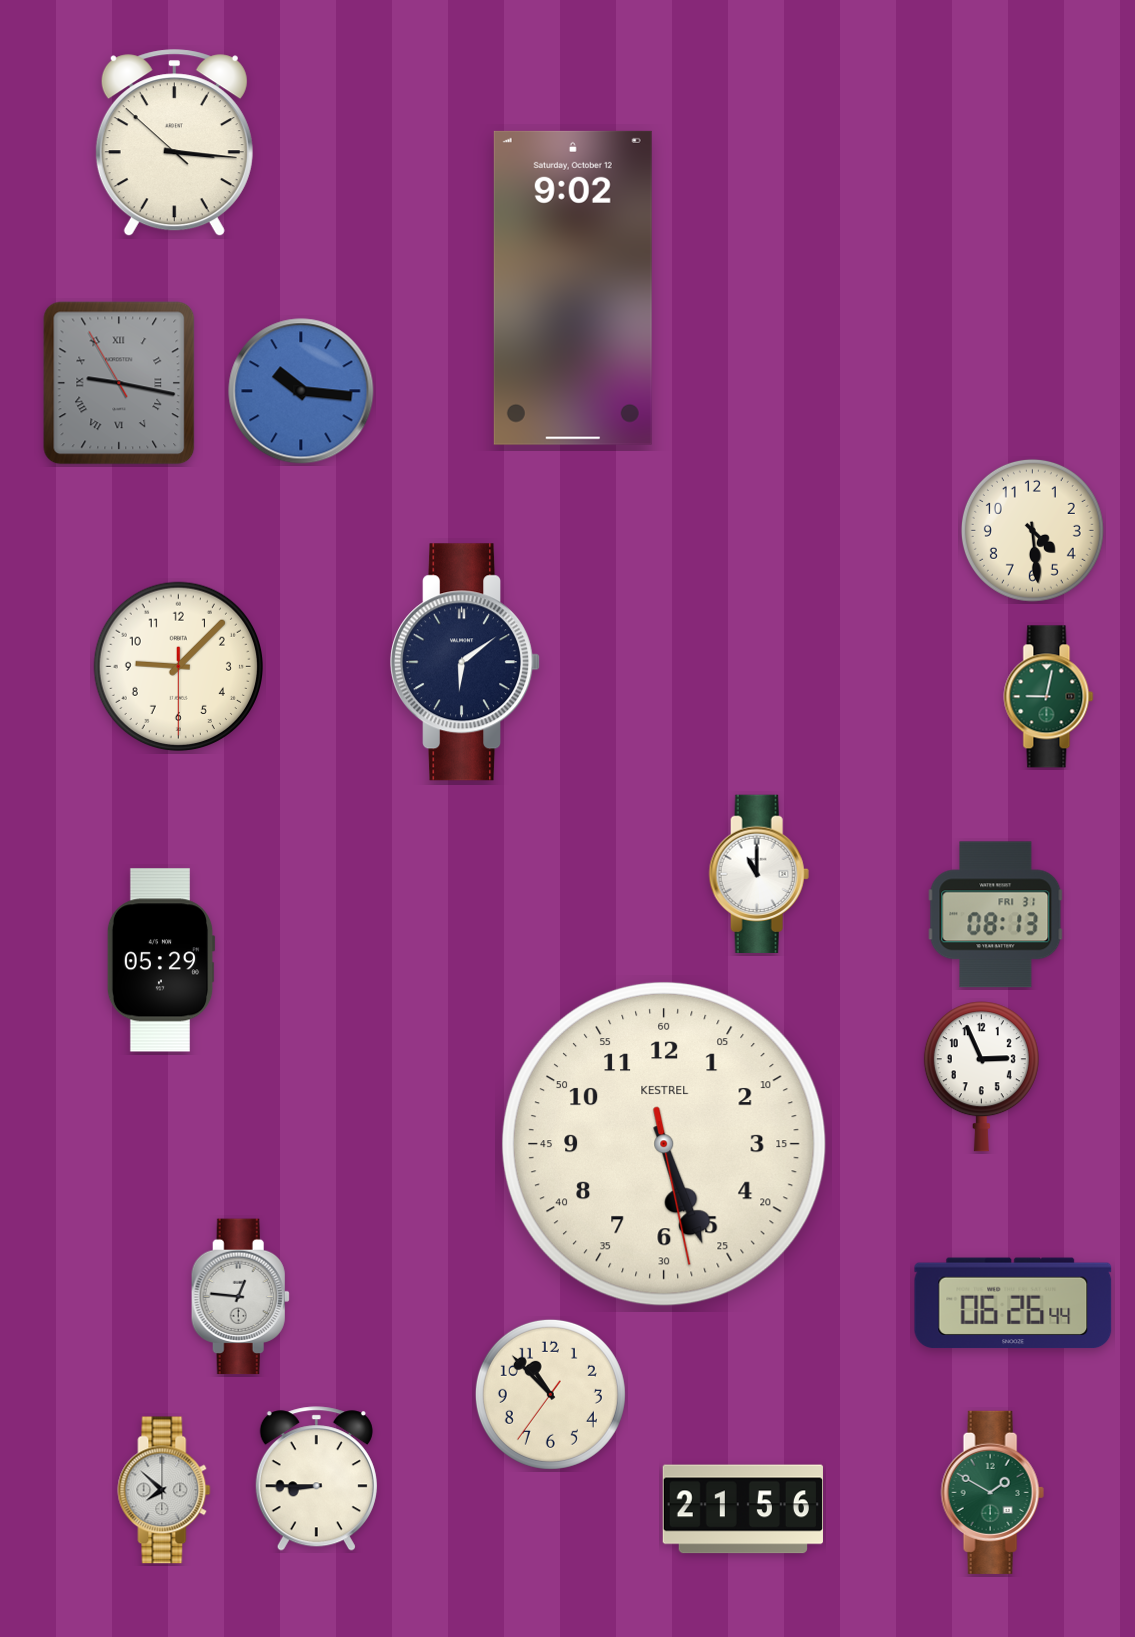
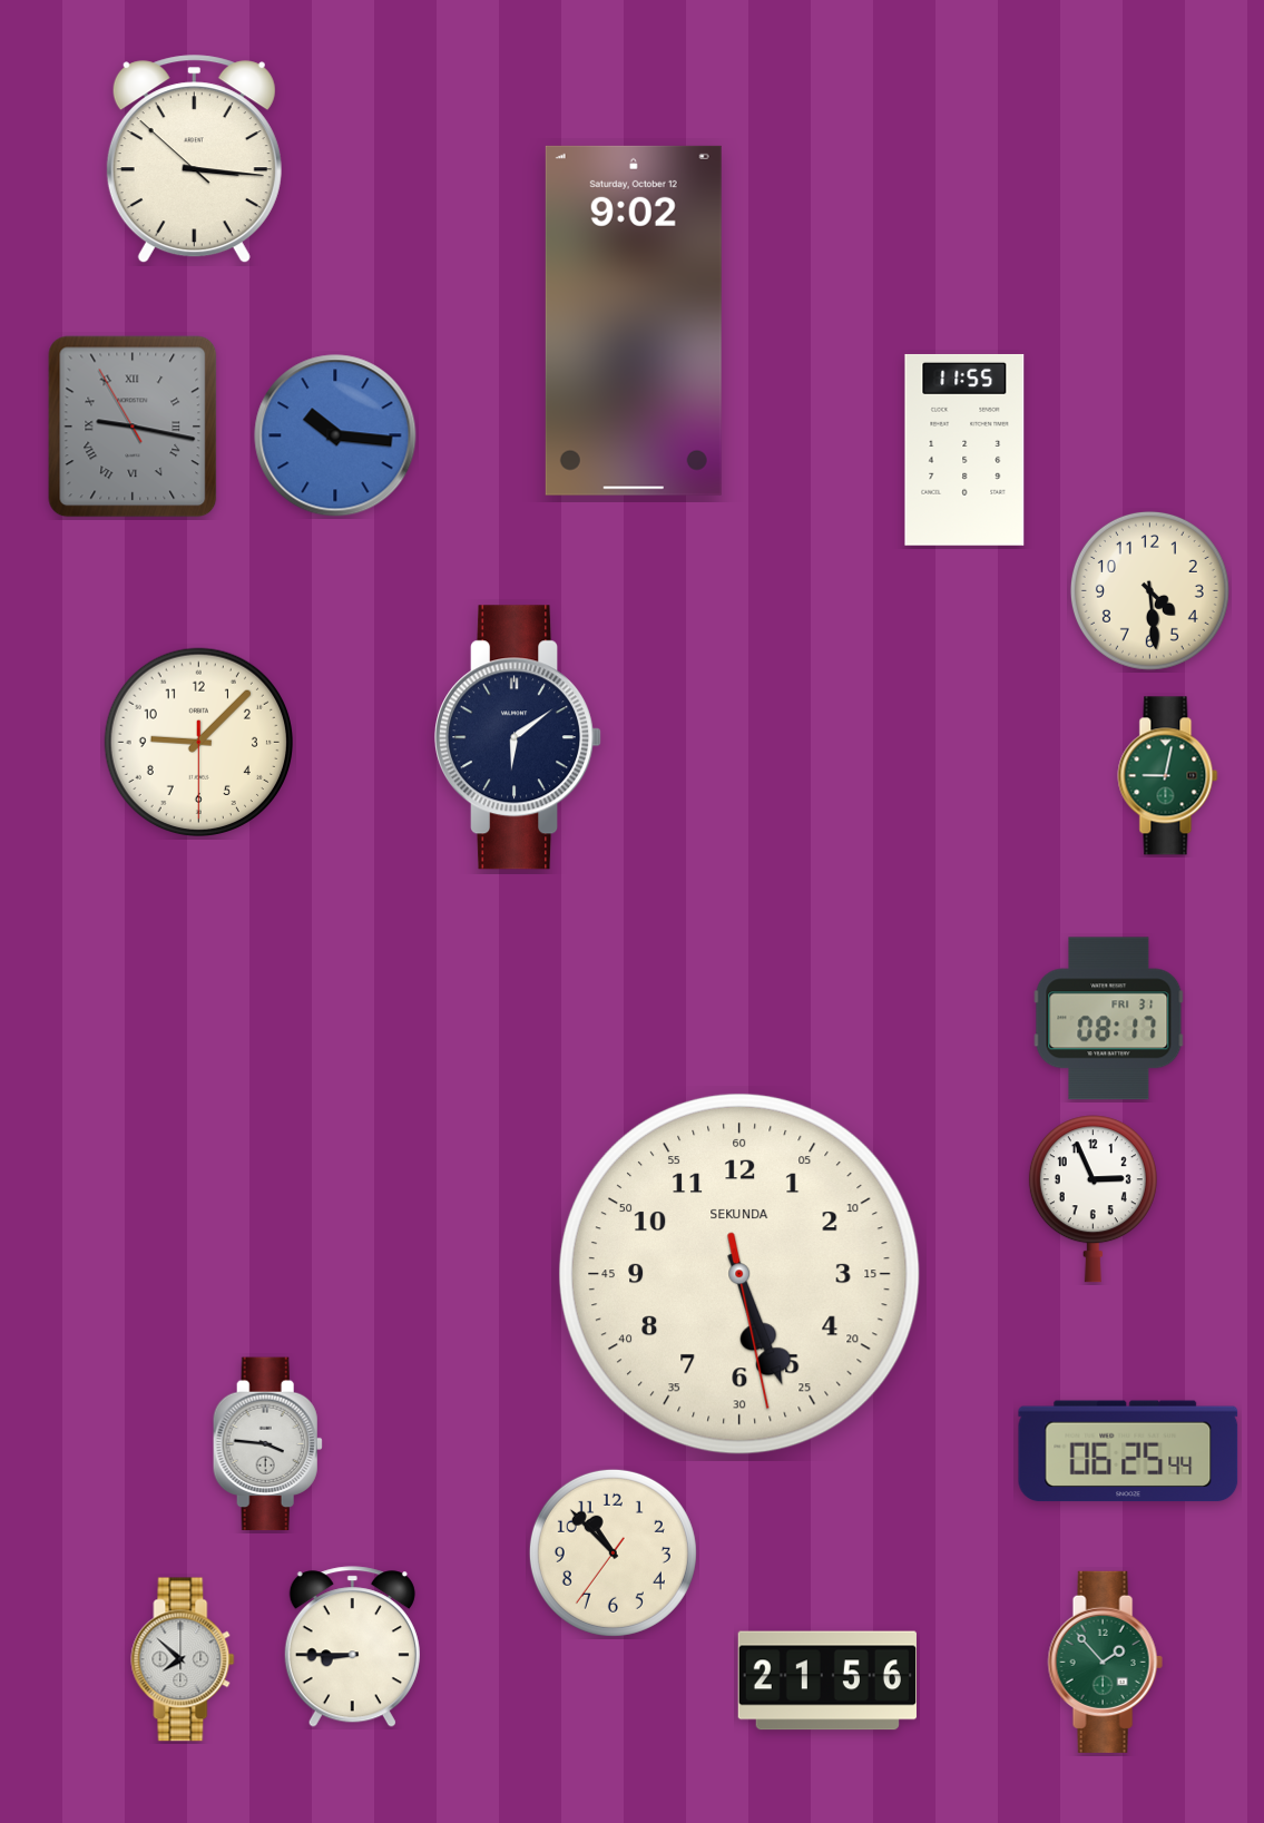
clock at (573, 288) position: (573, 288) -> (634, 321)
clock at (964, 450): none -> 11:55
clock at (759, 873): 11:00 -> none
clock at (996, 915): 08:13 -> 08:17
clock at (161, 960): 05:29 -> none
clock at (664, 1144) brand: KESTREL -> SEKUNDA
clock at (240, 1297): 12:46 -> 3:46
clock at (1013, 1303): 06:26 -> 06:25
clock at (992, 1492): 1:50 -> 1:53
